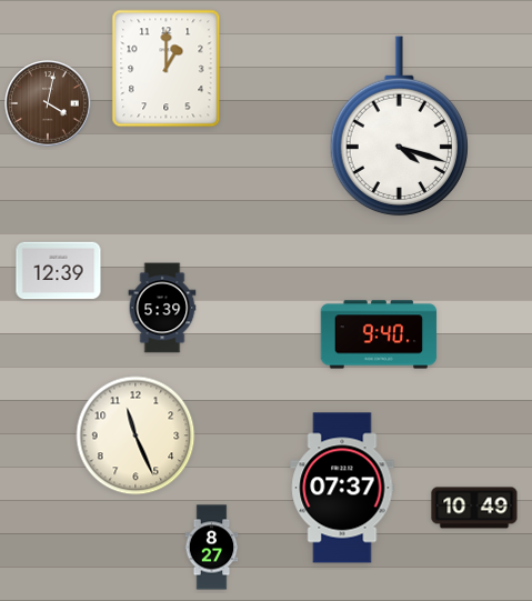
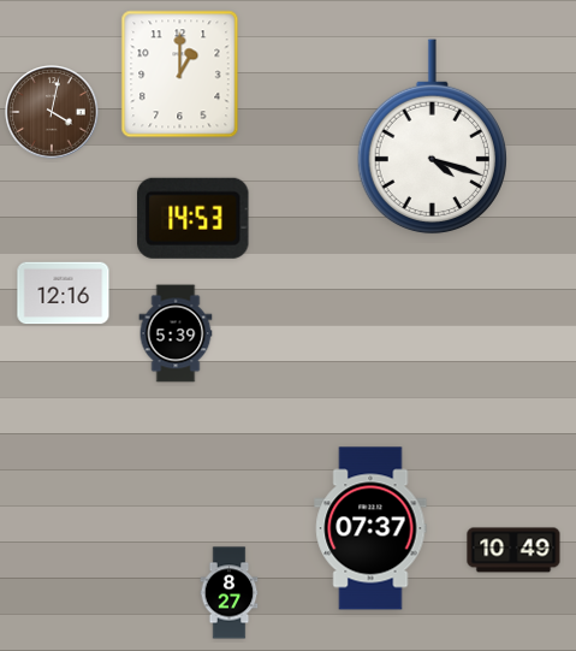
clock at (194, 218): none -> 14:53
clock at (59, 271): 12:39 -> 12:16
clock at (379, 334): 9:40 -> none
clock at (135, 435): 11:26 -> none
